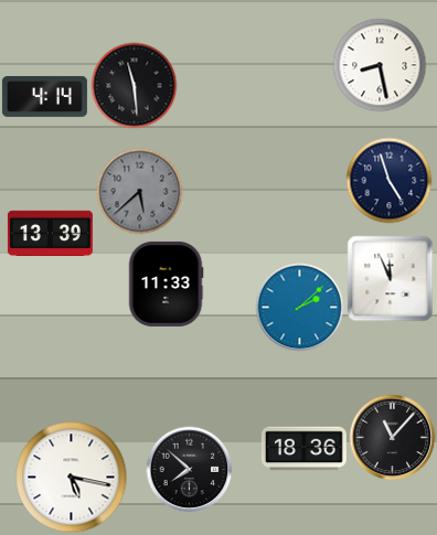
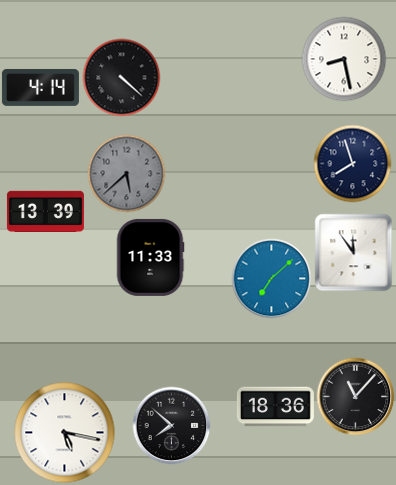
clock at (134, 85): 11:29 -> 4:22
clock at (388, 180): 4:57 -> 7:57
clock at (390, 278): 11:56 -> 11:54
clock at (299, 307): 2:08 -> 7:08
